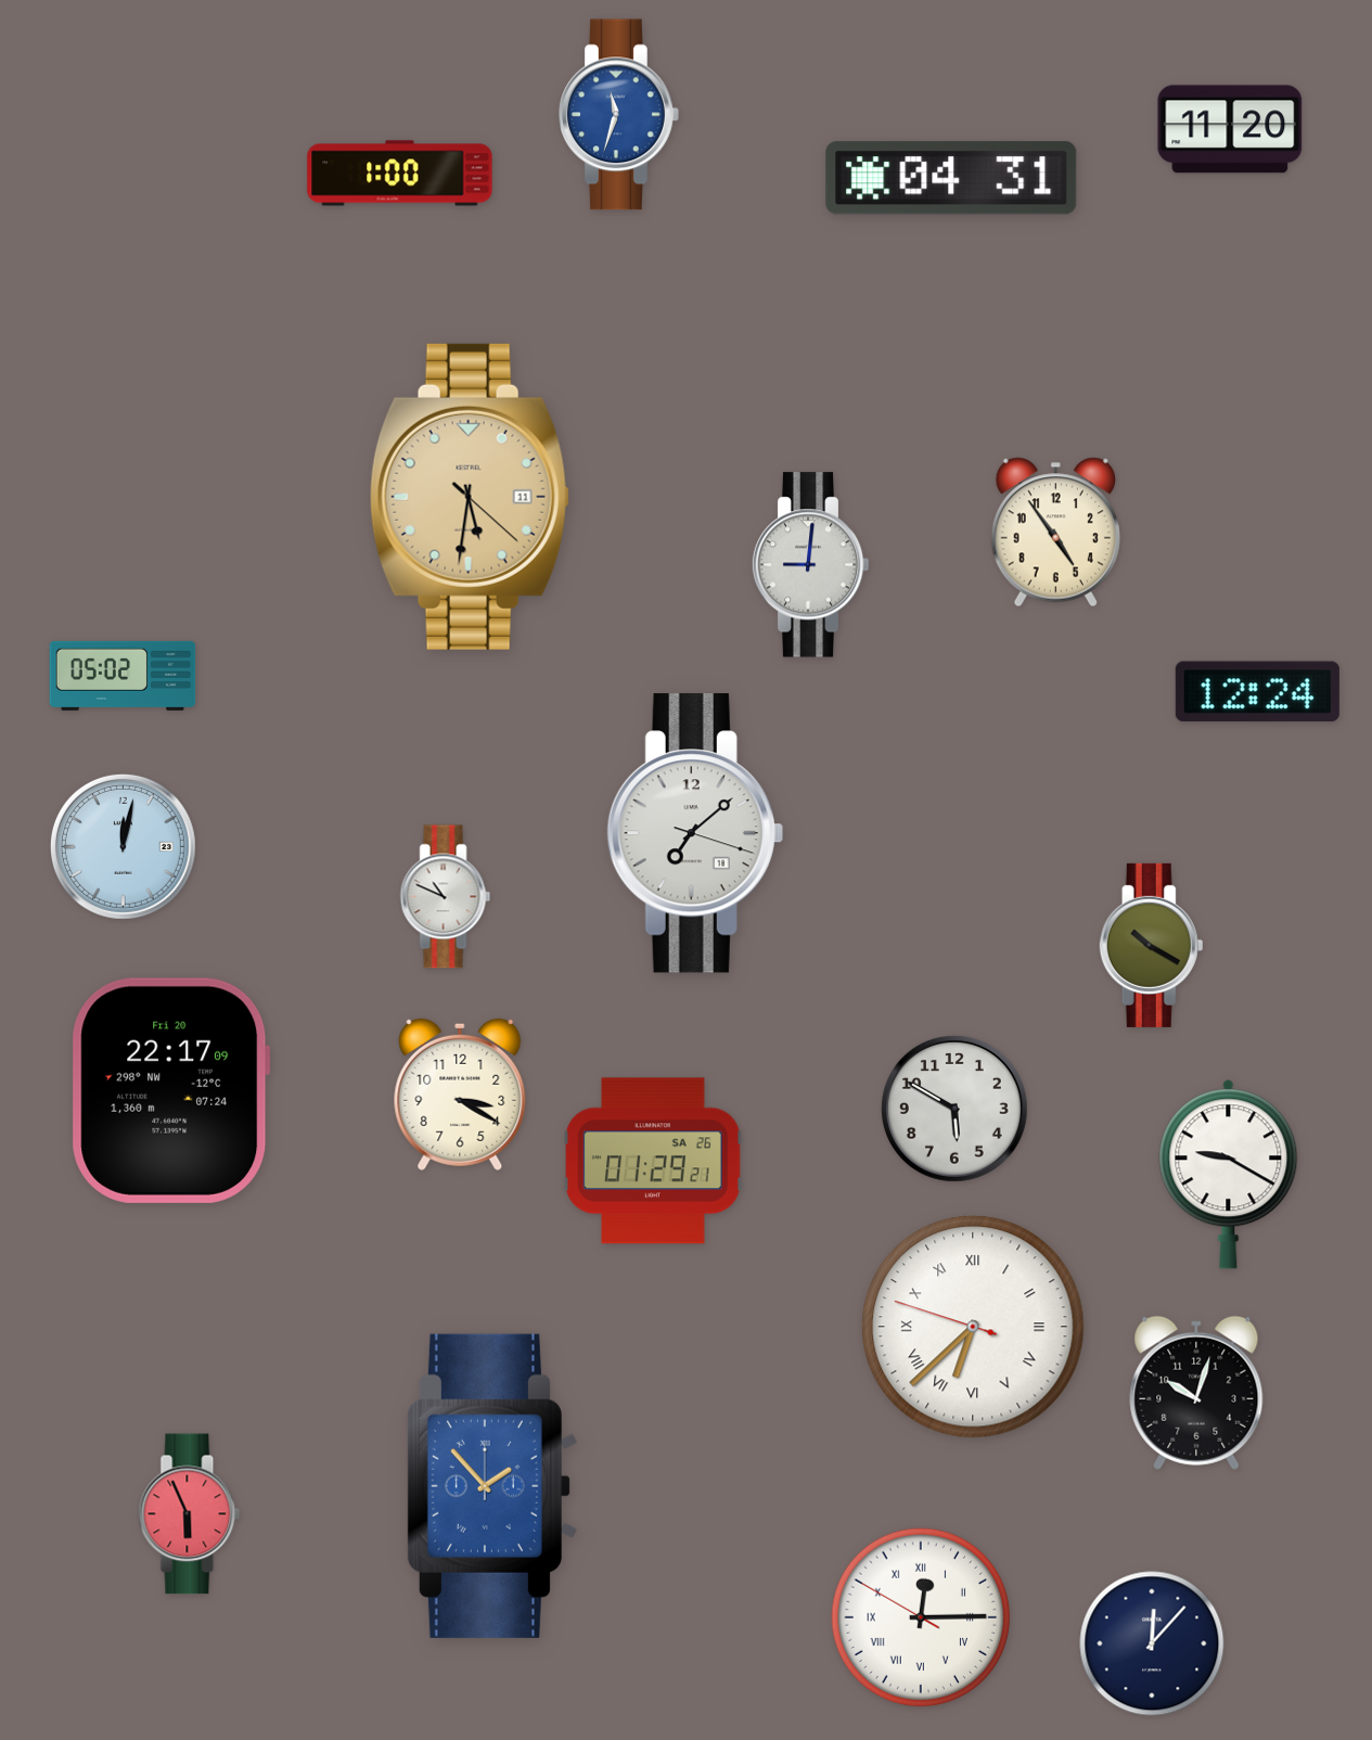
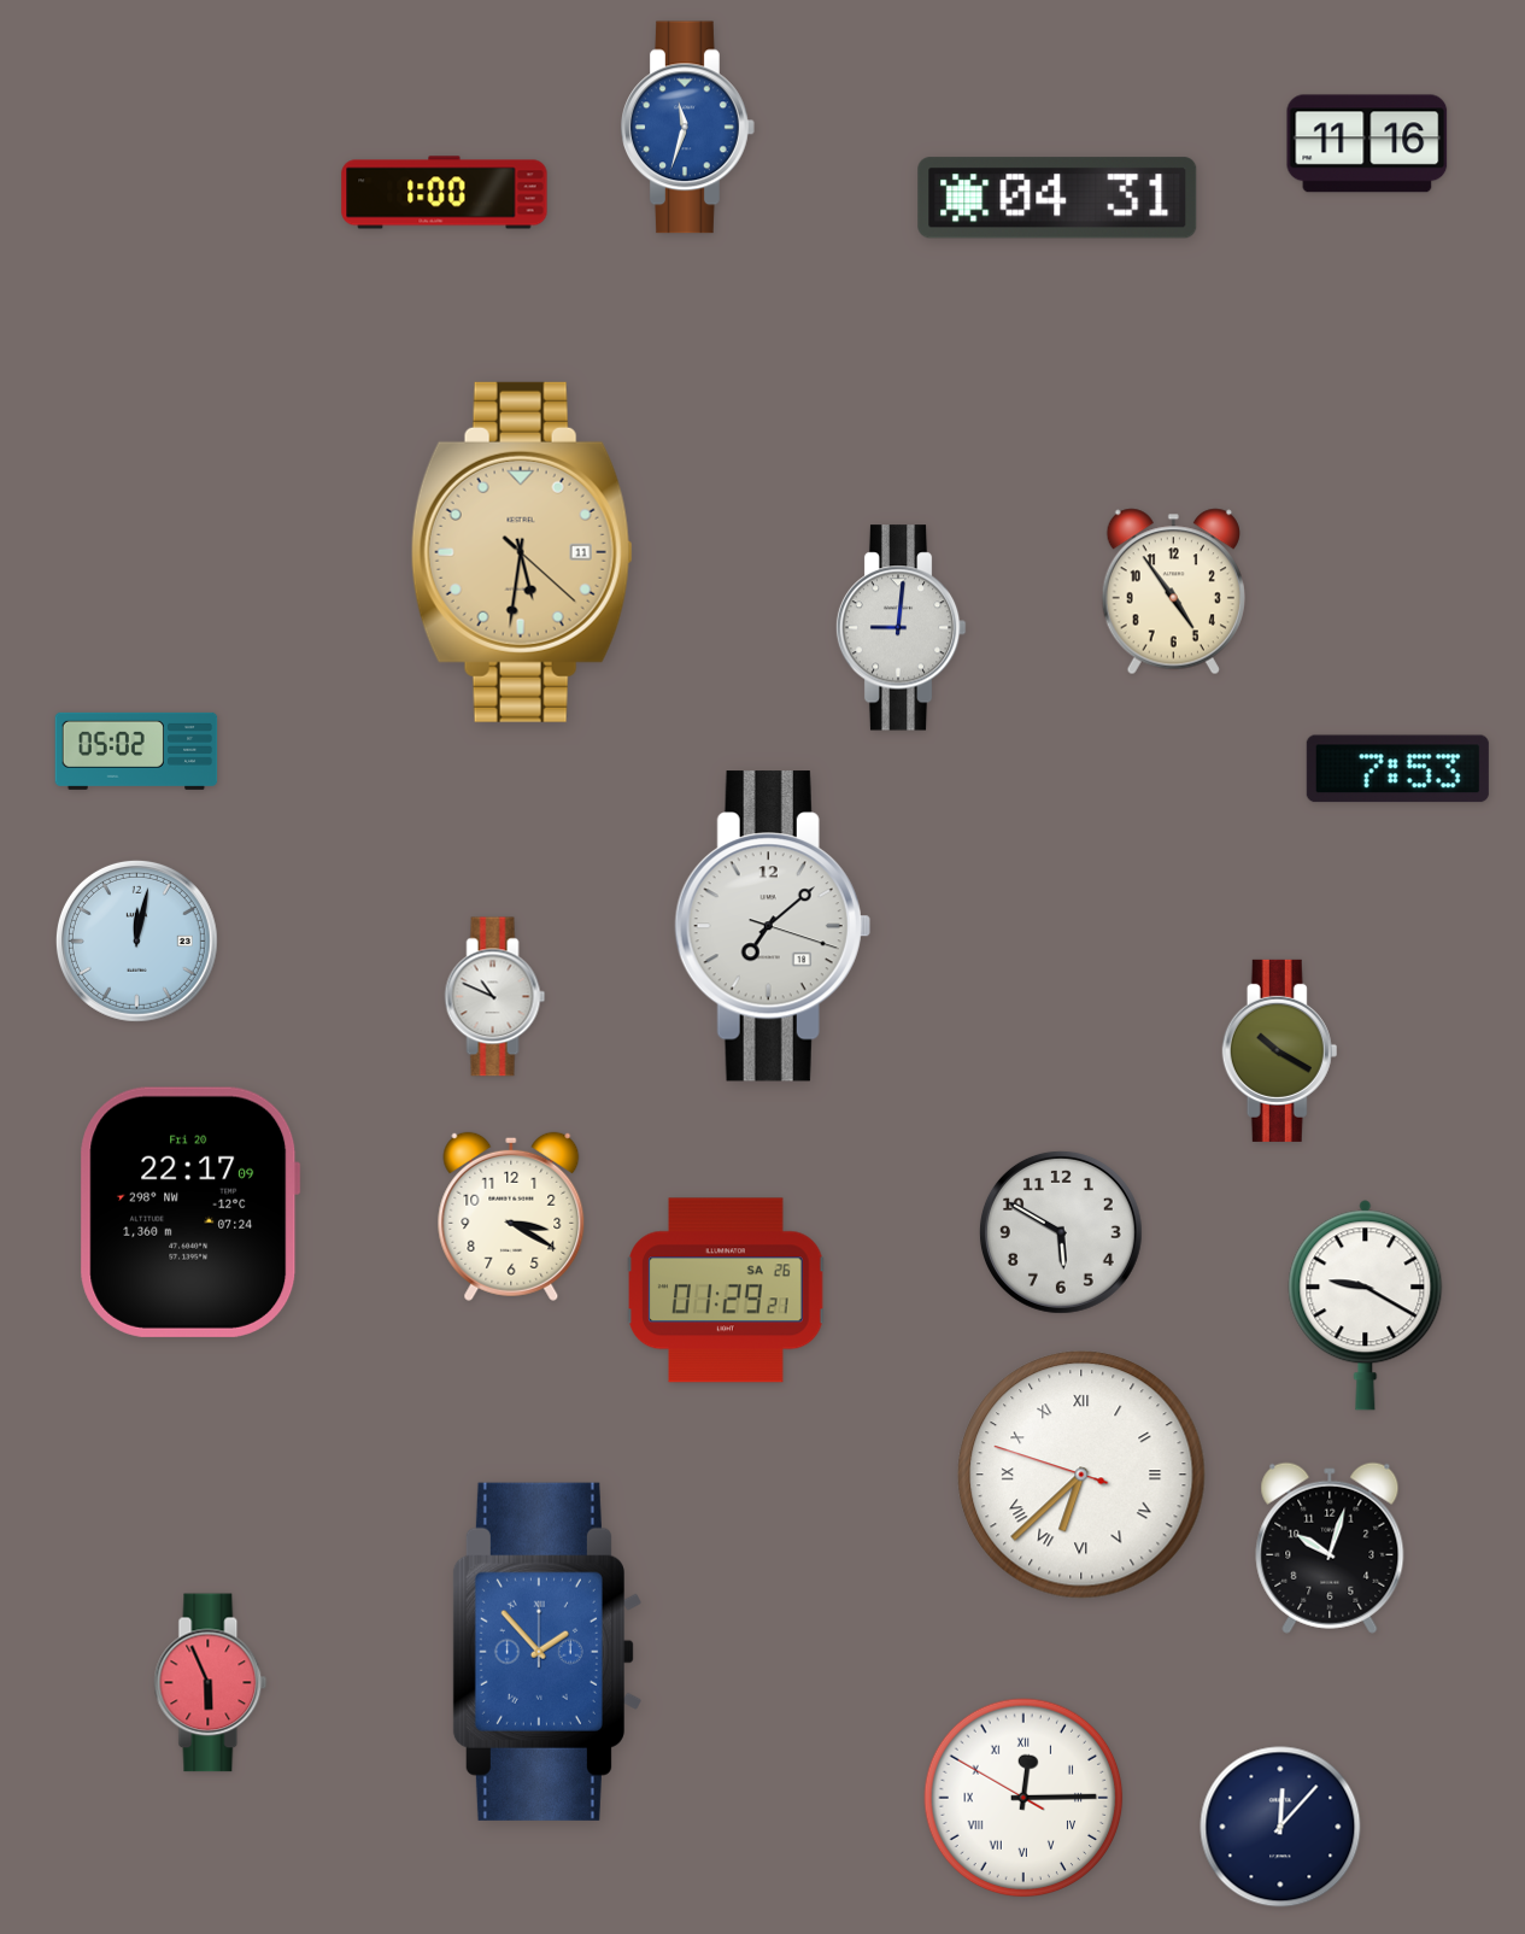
clock at (1230, 129): 11:20 -> 11:16
clock at (1257, 692): 12:24 -> 7:53
